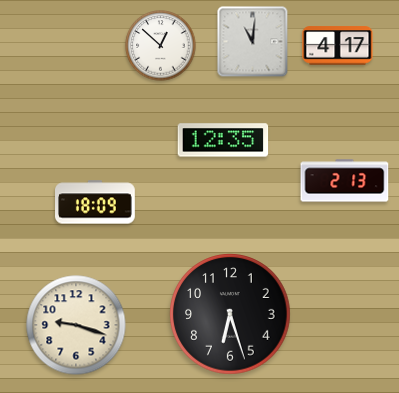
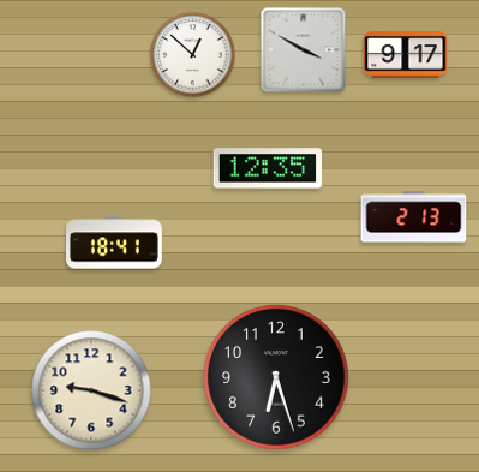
clock at (253, 42): 11:01 -> 3:50
clock at (338, 46): 4:17 -> 9:17
clock at (96, 202): 18:09 -> 18:41
